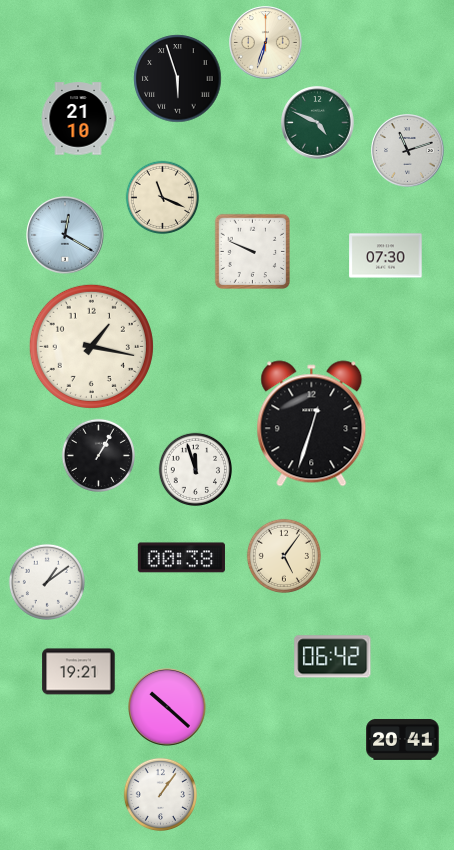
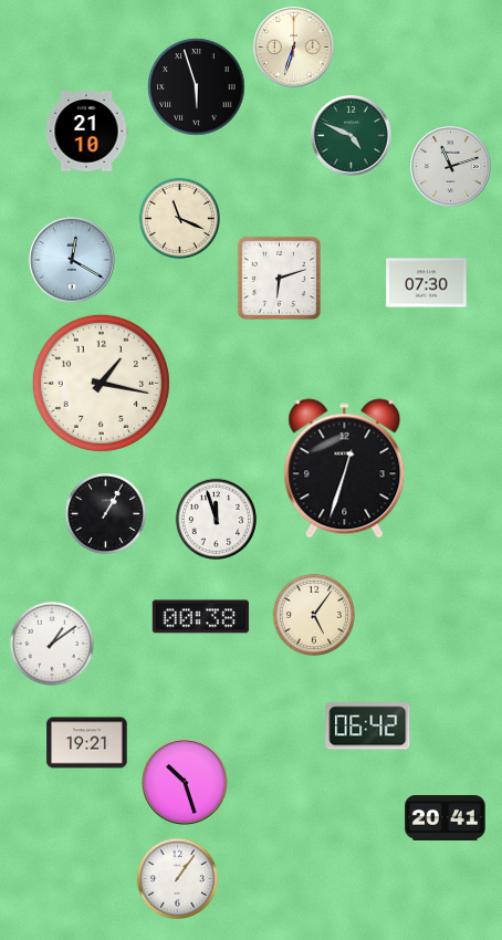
clock at (252, 251): 9:49 -> 6:12
clock at (98, 455) position: (98, 455) -> (105, 513)
clock at (167, 707): 10:22 -> 10:27
